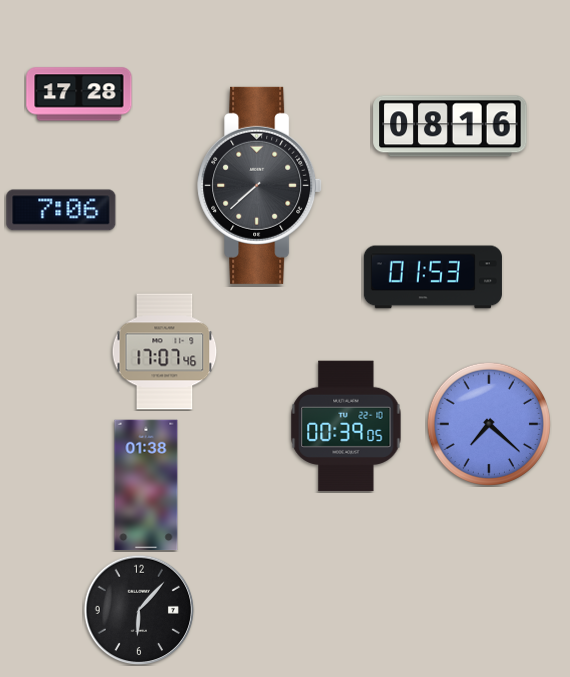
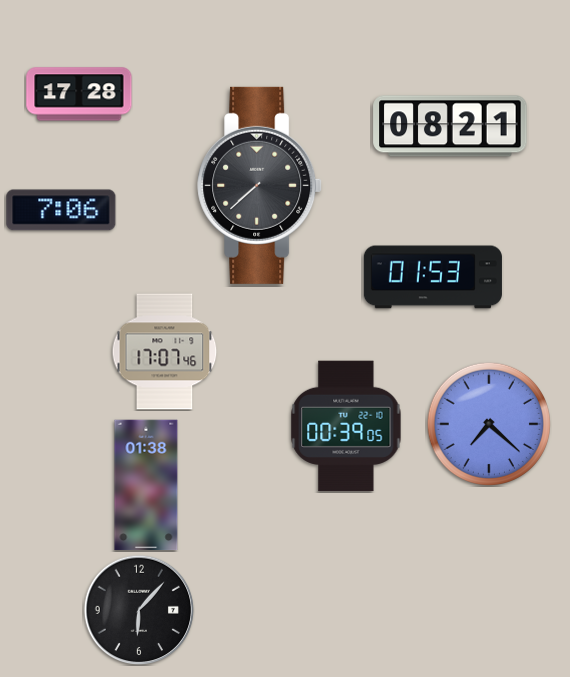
clock at (450, 126): 08:16 -> 08:21
